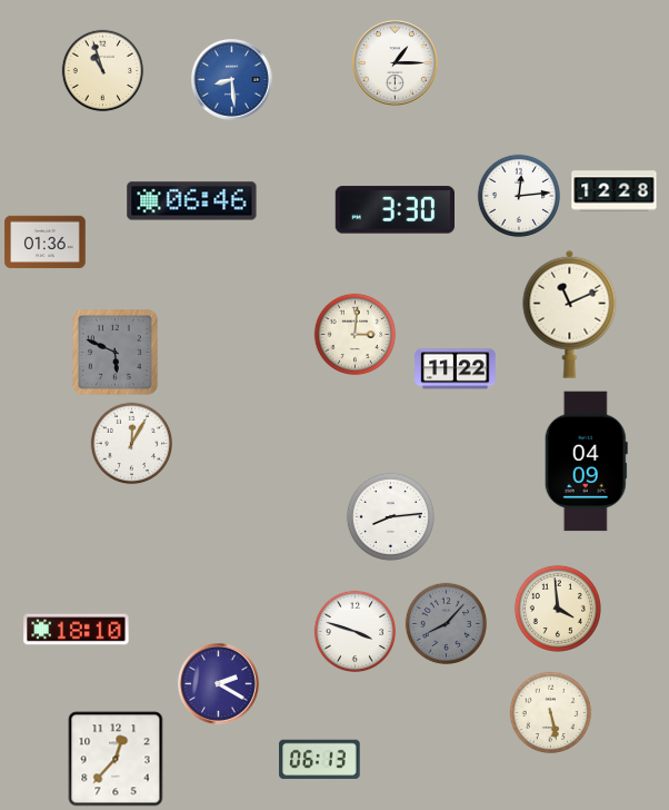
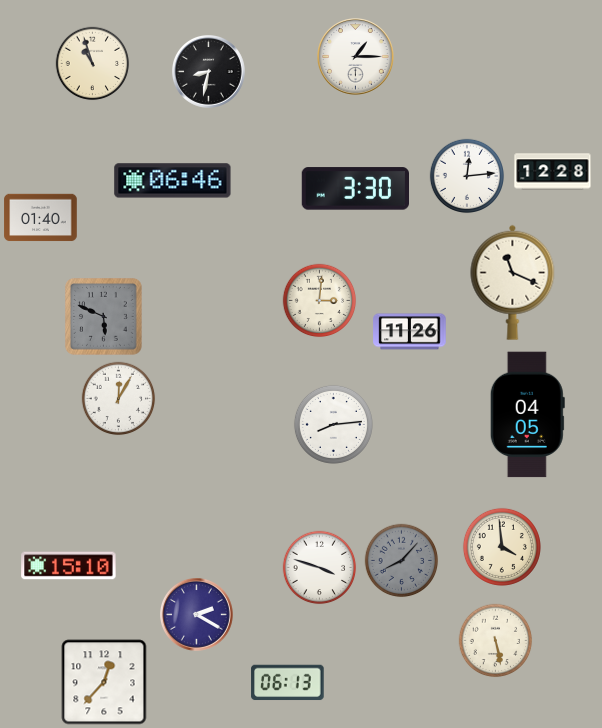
clock at (232, 80): 8:29 -> 8:32
clock at (232, 80) dial: blue -> black
clock at (46, 243): 01:36 -> 01:40
clock at (570, 314): 11:11 -> 11:19
clock at (456, 369): 11:22 -> 11:26
clock at (586, 462): 04:09 -> 04:05
clock at (390, 516) position: (390, 516) -> (333, 424)
clock at (77, 630): 18:10 -> 15:10
